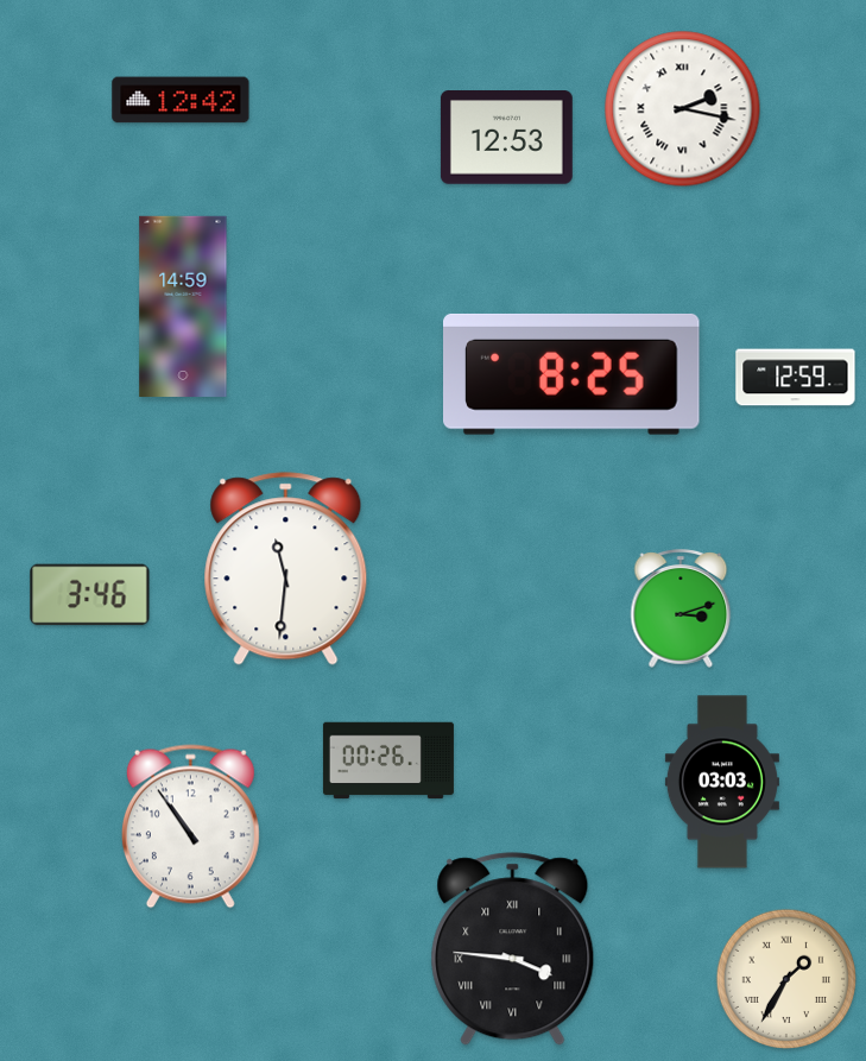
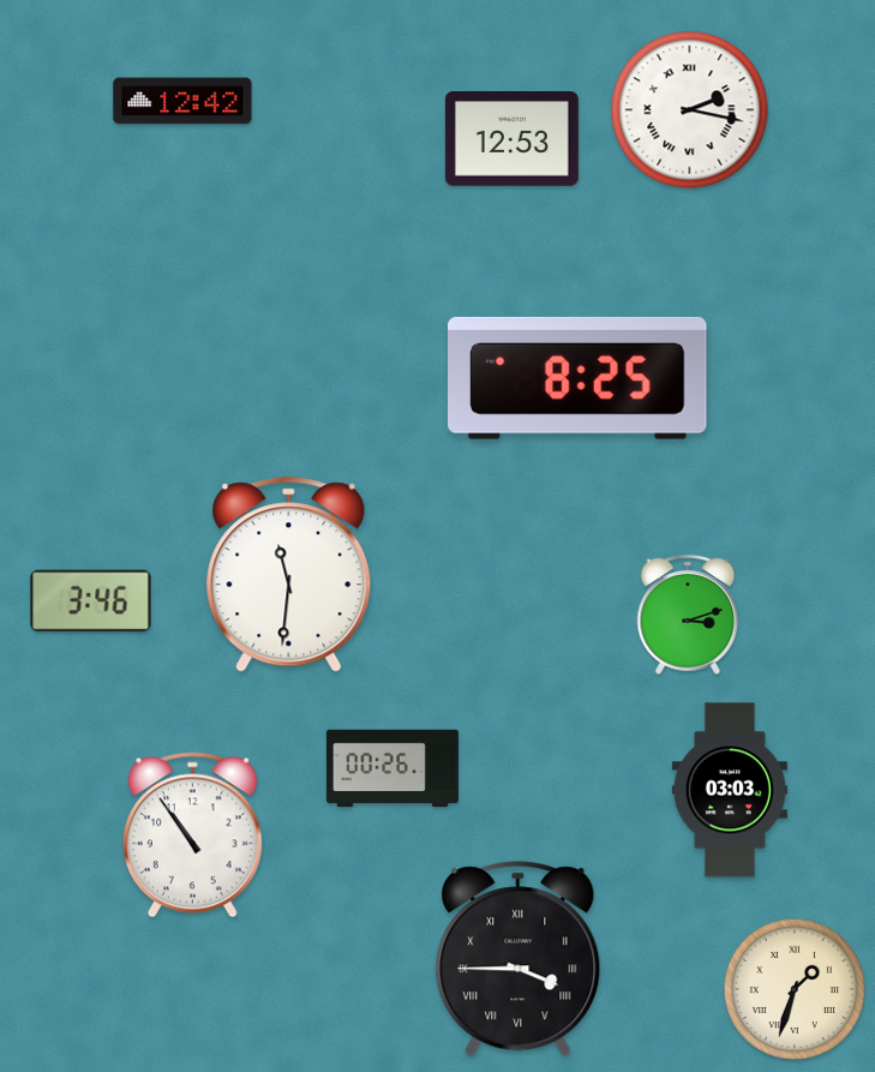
clock at (183, 307): 14:59 -> none
clock at (796, 378): 12:59 -> none
clock at (513, 949): 3:46 -> 3:45
clock at (785, 978): 1:35 -> 1:33
